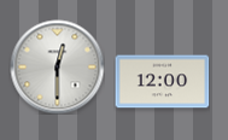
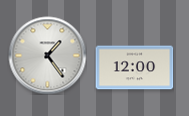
clock at (57, 66): 12:30 -> 1:24
